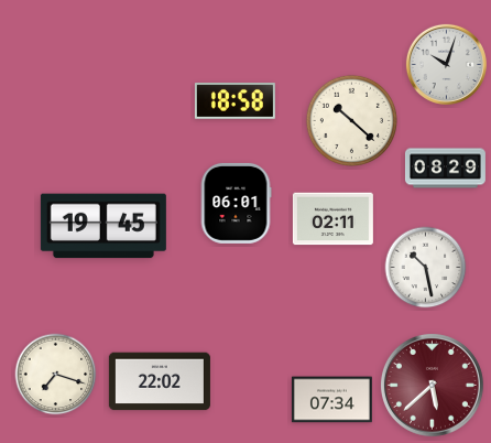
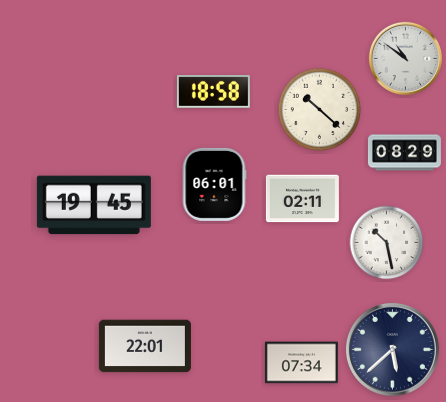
clock at (446, 64): 10:03 -> 10:51
clock at (56, 375): 7:18 -> none
clock at (160, 381): 22:02 -> 22:01
clock at (432, 385) dial: burgundy -> navy
